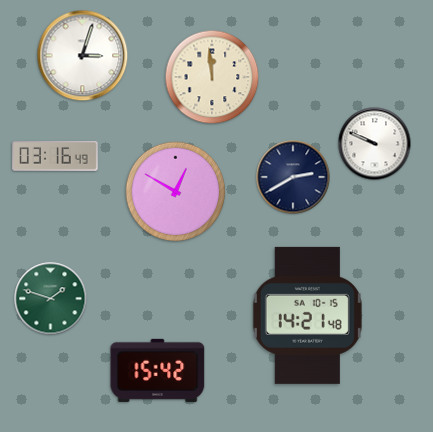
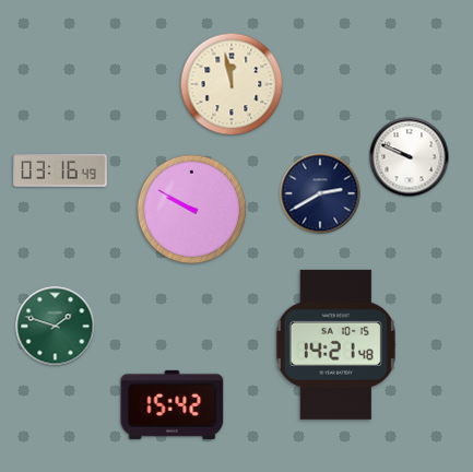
clock at (83, 56): 3:03 -> none
clock at (212, 77): 11:59 -> 11:58
clock at (176, 192): 12:50 -> 9:50
